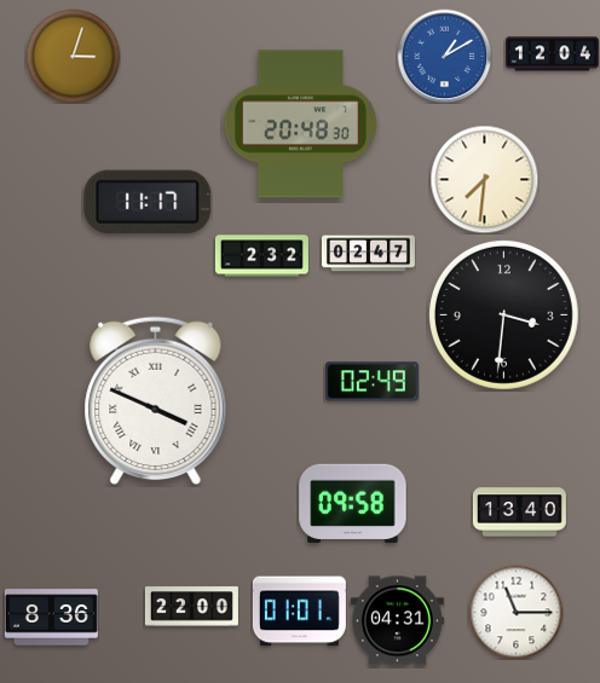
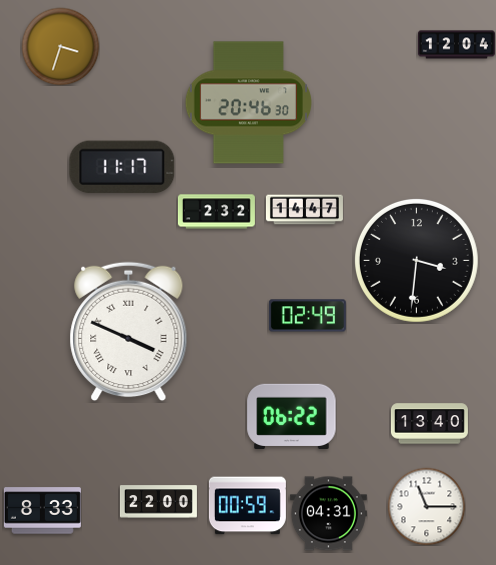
clock at (73, 56): 3:03 -> 3:33
clock at (444, 56): 1:10 -> none
clock at (300, 125): 20:48 -> 20:46
clock at (484, 179): 7:31 -> none
clock at (368, 254): 02:47 -> 14:47
clock at (353, 503): 09:58 -> 06:22
clock at (299, 612): 01:01 -> 00:59
clock at (51, 618): 8:36 -> 8:33
